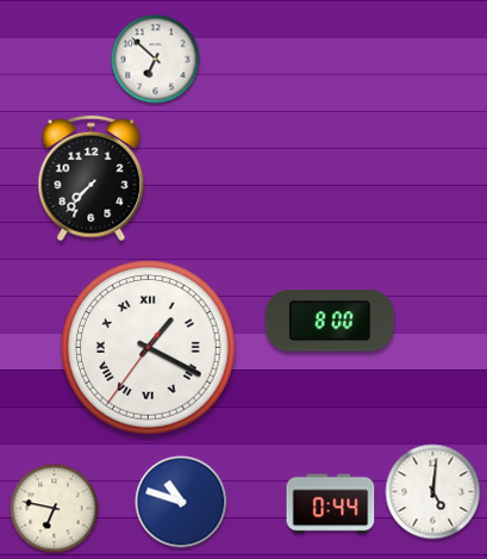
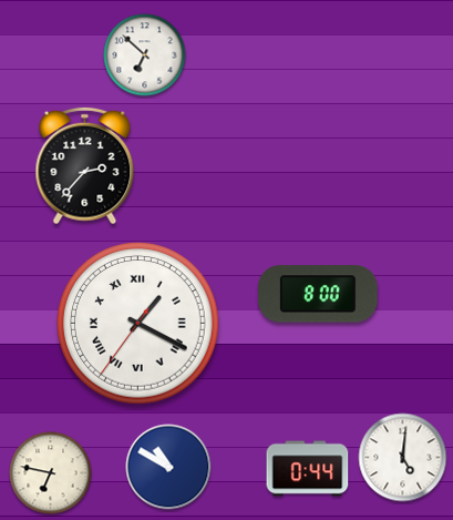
clock at (92, 179): 7:37 -> 2:37
clock at (330, 321) position: (330, 321) -> (318, 294)
clock at (181, 502): 10:48 -> 10:50
